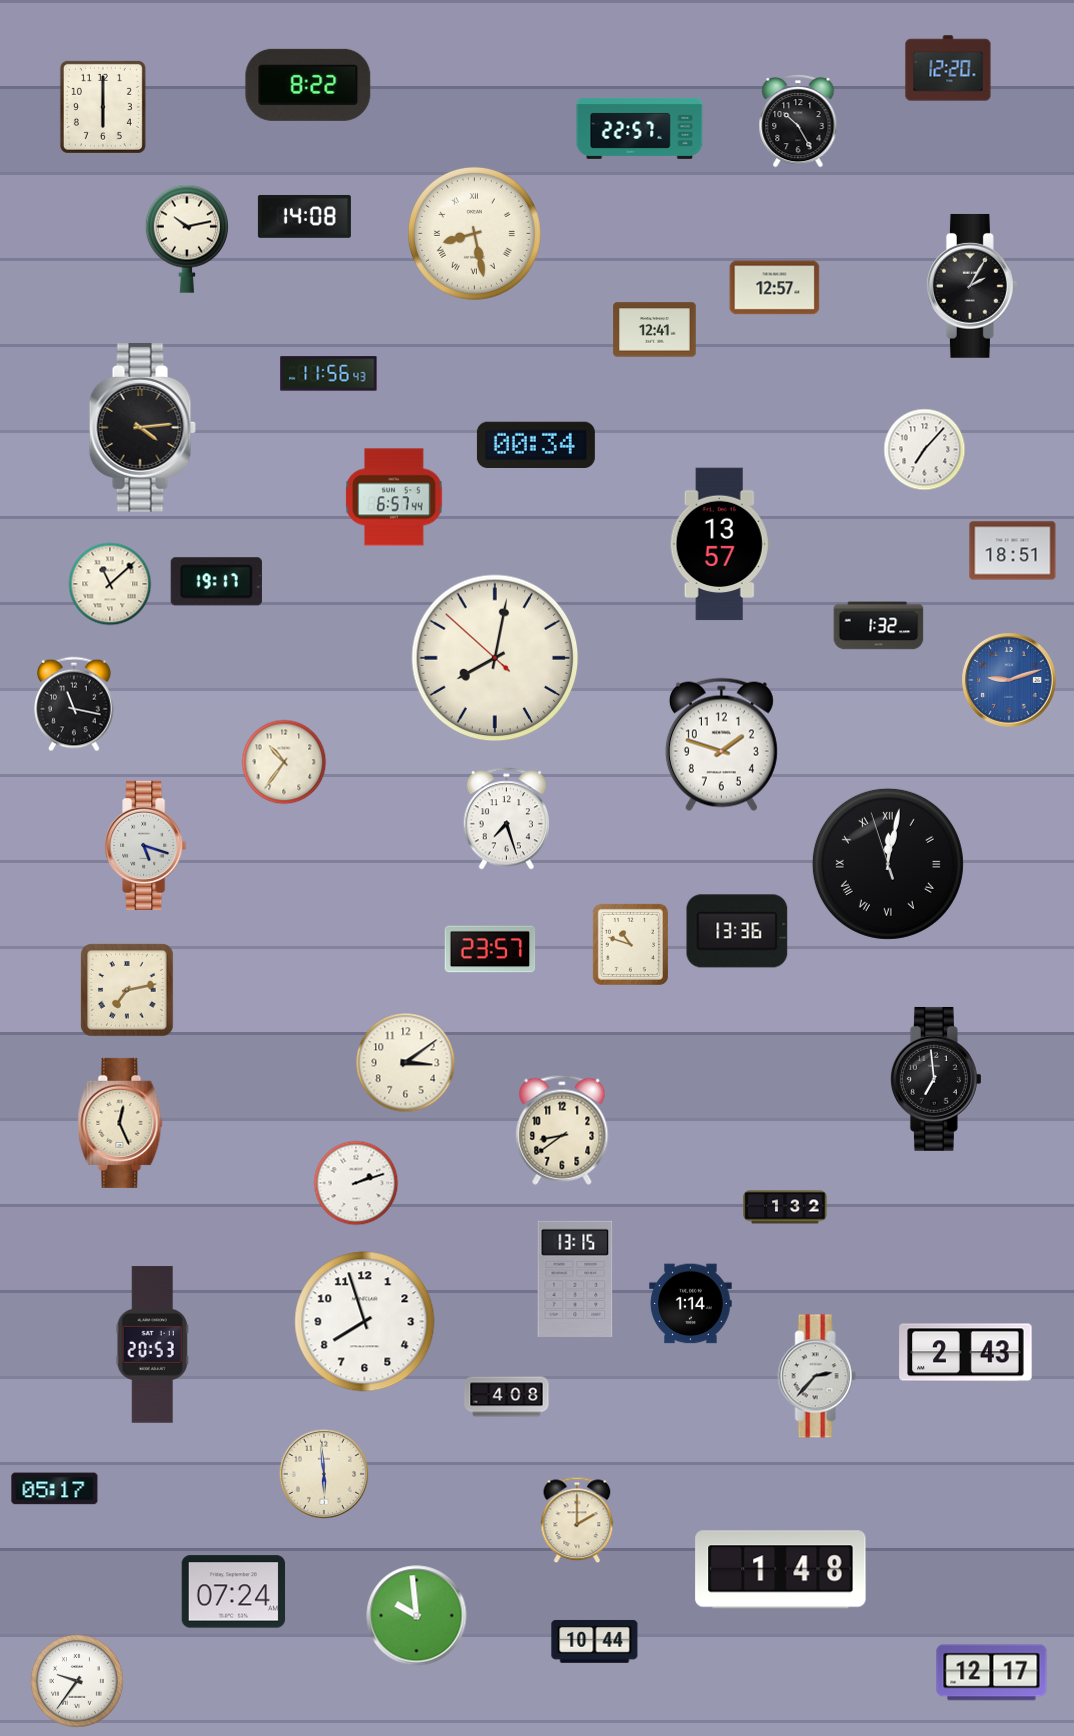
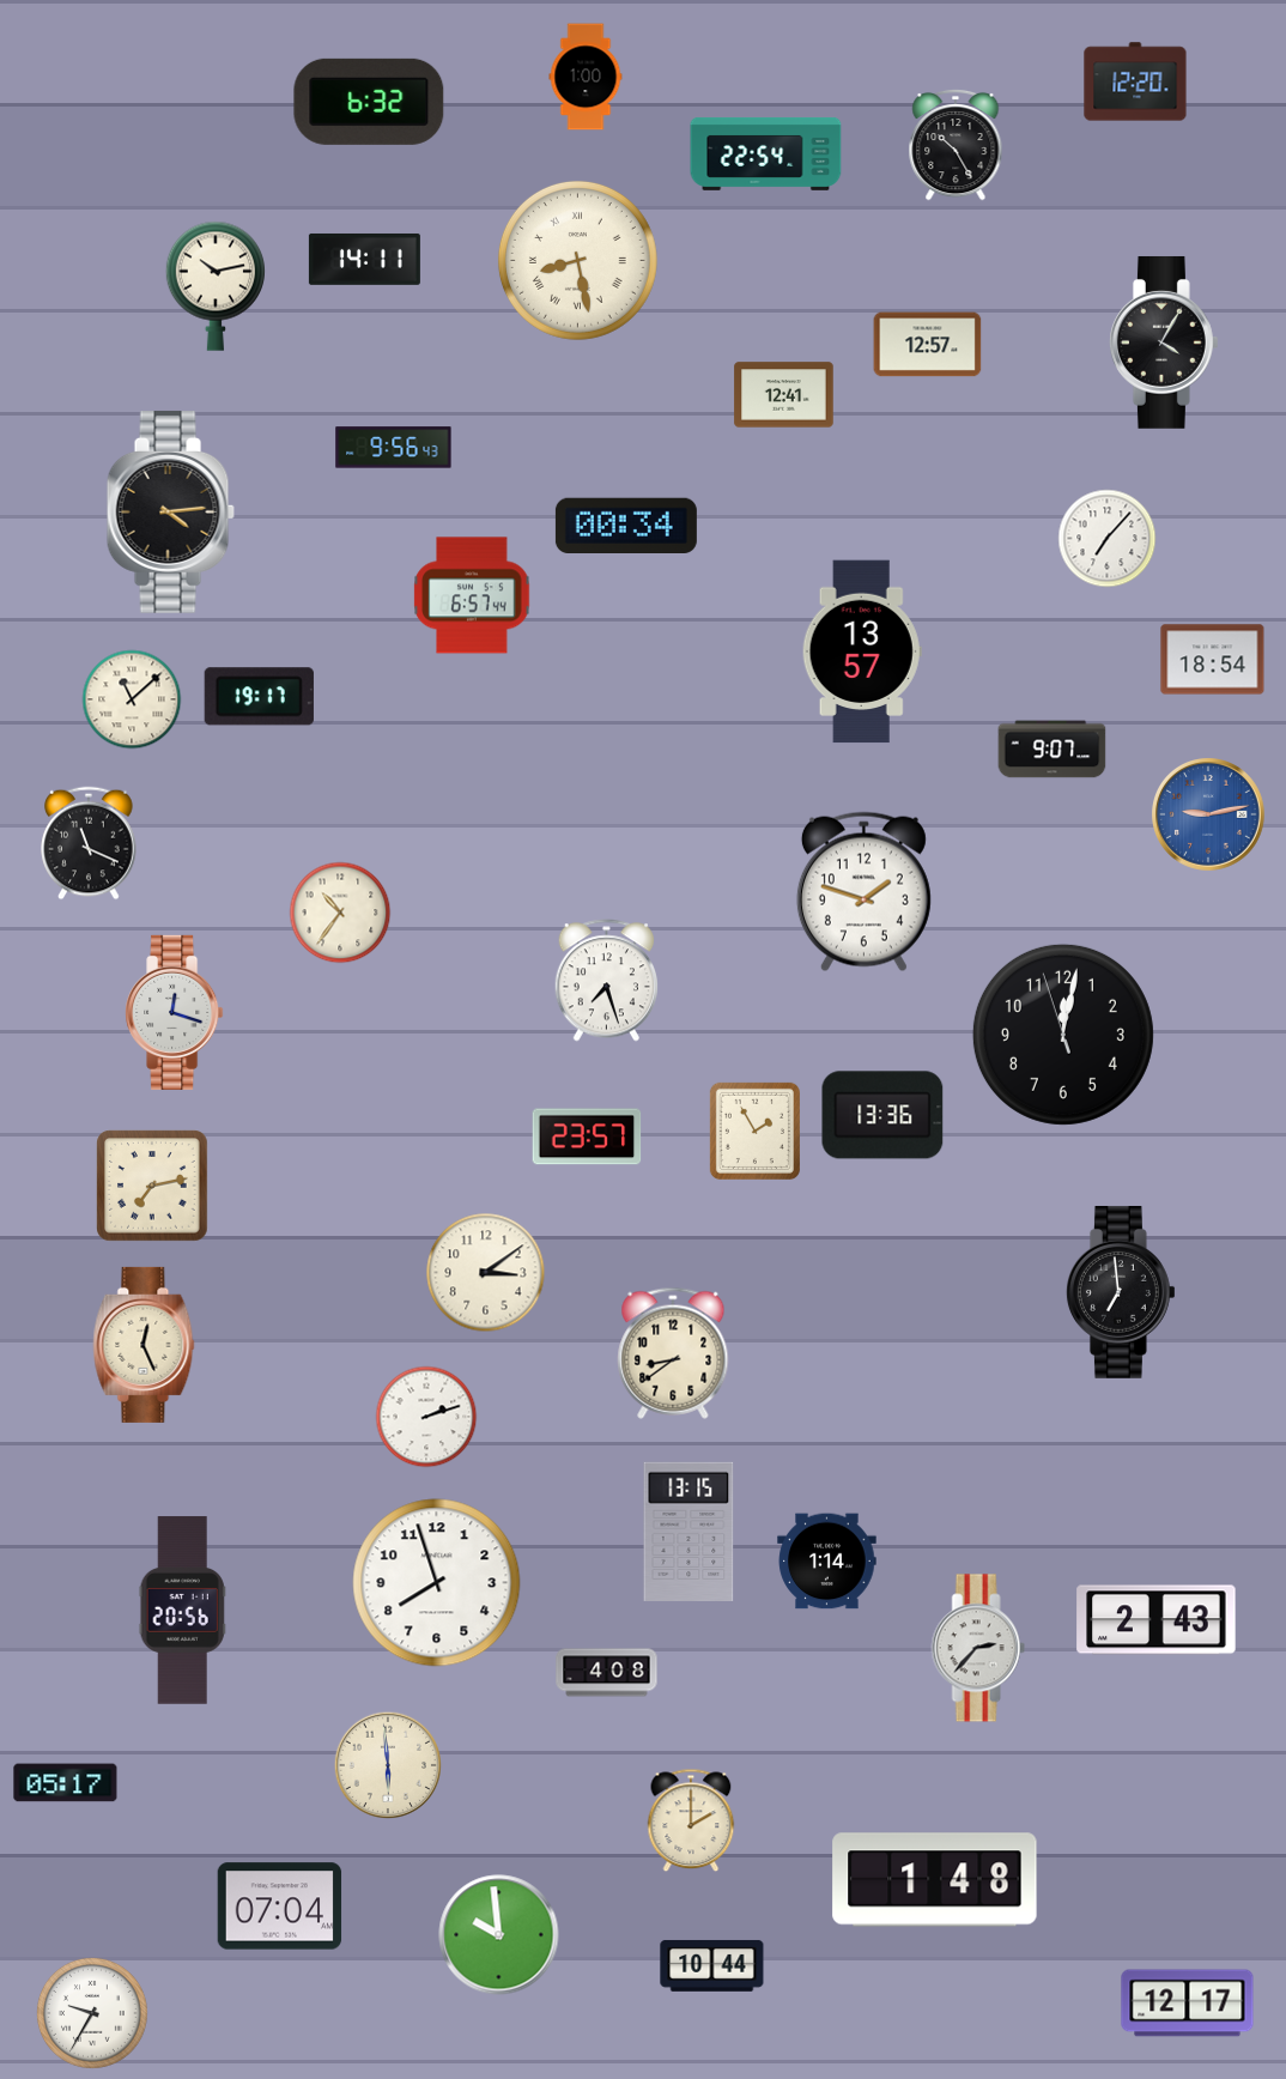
clock at (586, 77): none -> 1:00
clock at (308, 85): 8:22 -> 6:32
clock at (103, 107): 6:00 -> none
clock at (640, 128): 22:57 -> 22:54
clock at (304, 217): 14:08 -> 14:11
clock at (474, 233) position: (474, 233) -> (577, 260)
clock at (186, 239) position: (186, 239) -> (214, 286)
clock at (972, 286): 2:05 -> 4:05
clock at (329, 374): 11:56 -> 9:56
clock at (536, 445) position: (536, 445) -> (626, 526)
clock at (1013, 551): 18:51 -> 18:54
clock at (879, 626): 1:32 -> 9:07
clock at (495, 658): 8:01 -> none
clock at (1010, 681): 9:12 -> 9:13
clock at (74, 704): 11:17 -> 11:19
clock at (146, 845): 5:18 -> 12:18
clock at (888, 864) numerals: Roman -> Arabic
clock at (630, 944): 10:48 -> 1:55
clock at (785, 1207): 1:32 -> none
clock at (152, 1345): 20:53 -> 20:56
clock at (234, 1592): 07:24 -> 07:04
clock at (77, 1681): 9:36 -> 9:35
